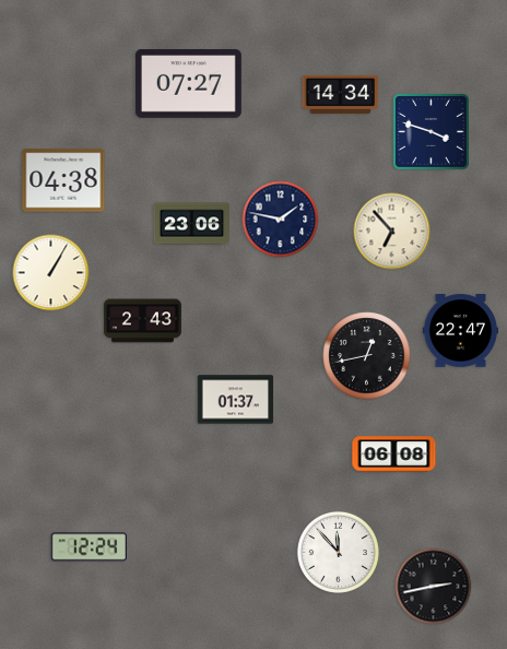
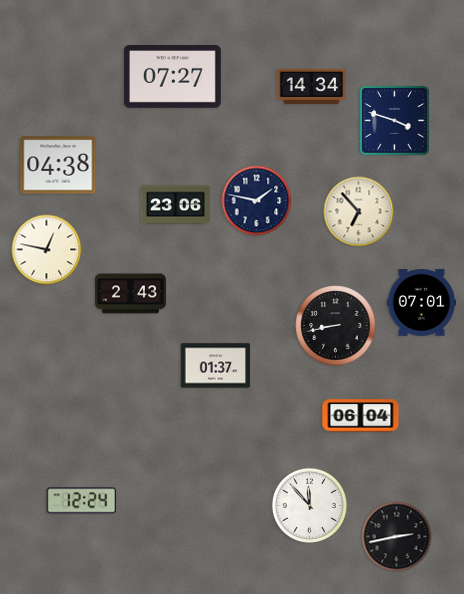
clock at (51, 273): 1:05 -> 12:47
clock at (461, 331): 22:47 -> 07:01
clock at (367, 356): 12:43 -> 8:43
clock at (394, 455): 06:08 -> 06:04
